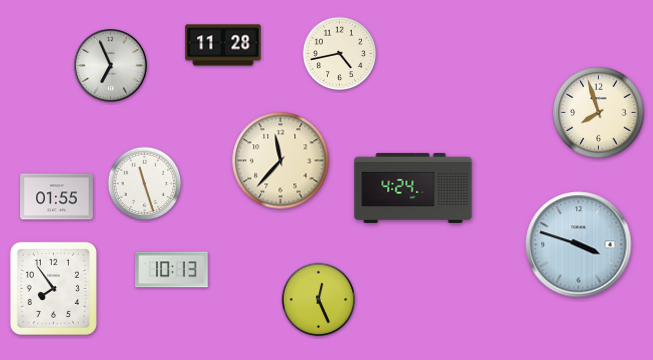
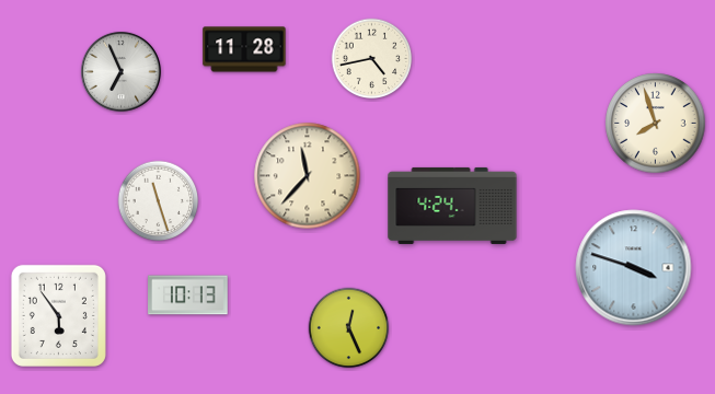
clock at (57, 197): 01:55 -> none
clock at (53, 288): 7:54 -> 5:54
